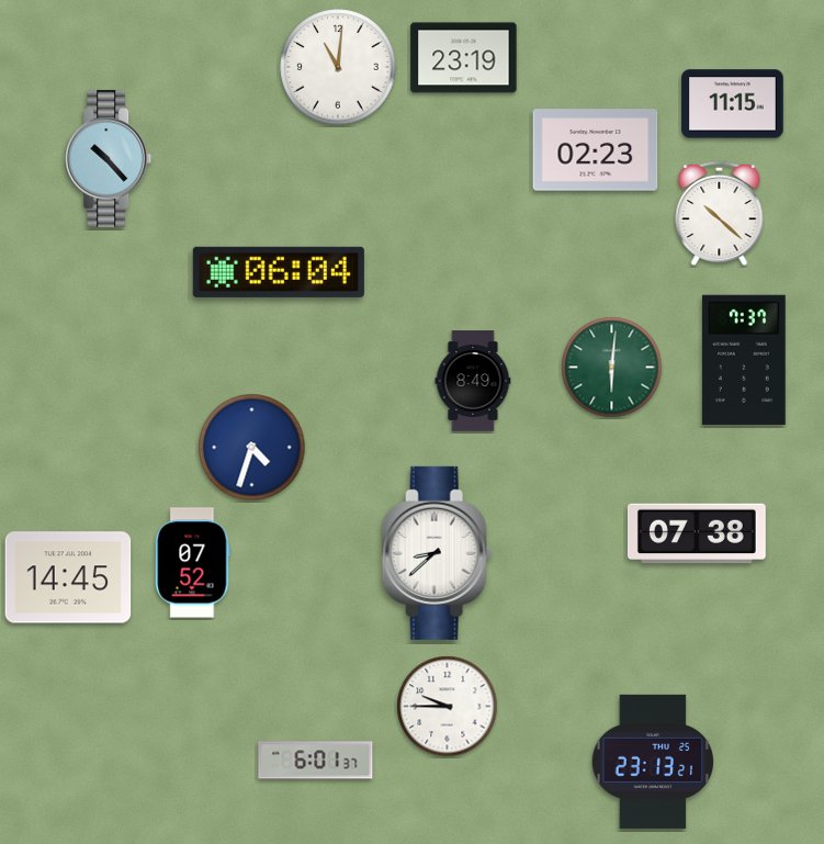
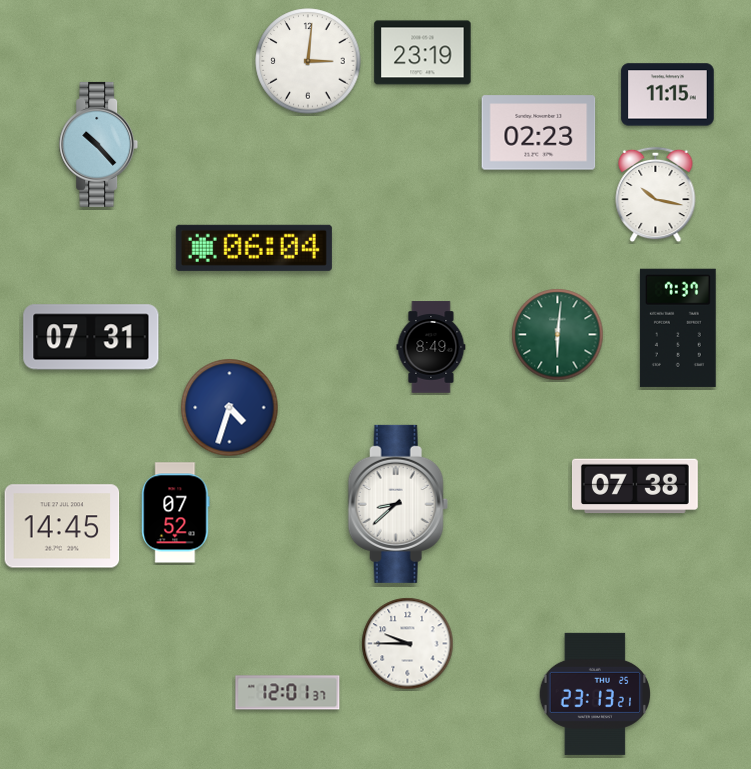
clock at (338, 67): 11:01 -> 3:01
clock at (596, 150) position: (596, 150) -> (539, 133)
clock at (720, 214): 10:22 -> 10:17
clock at (91, 337): none -> 07:31
clock at (316, 761): 6:01 -> 12:01
